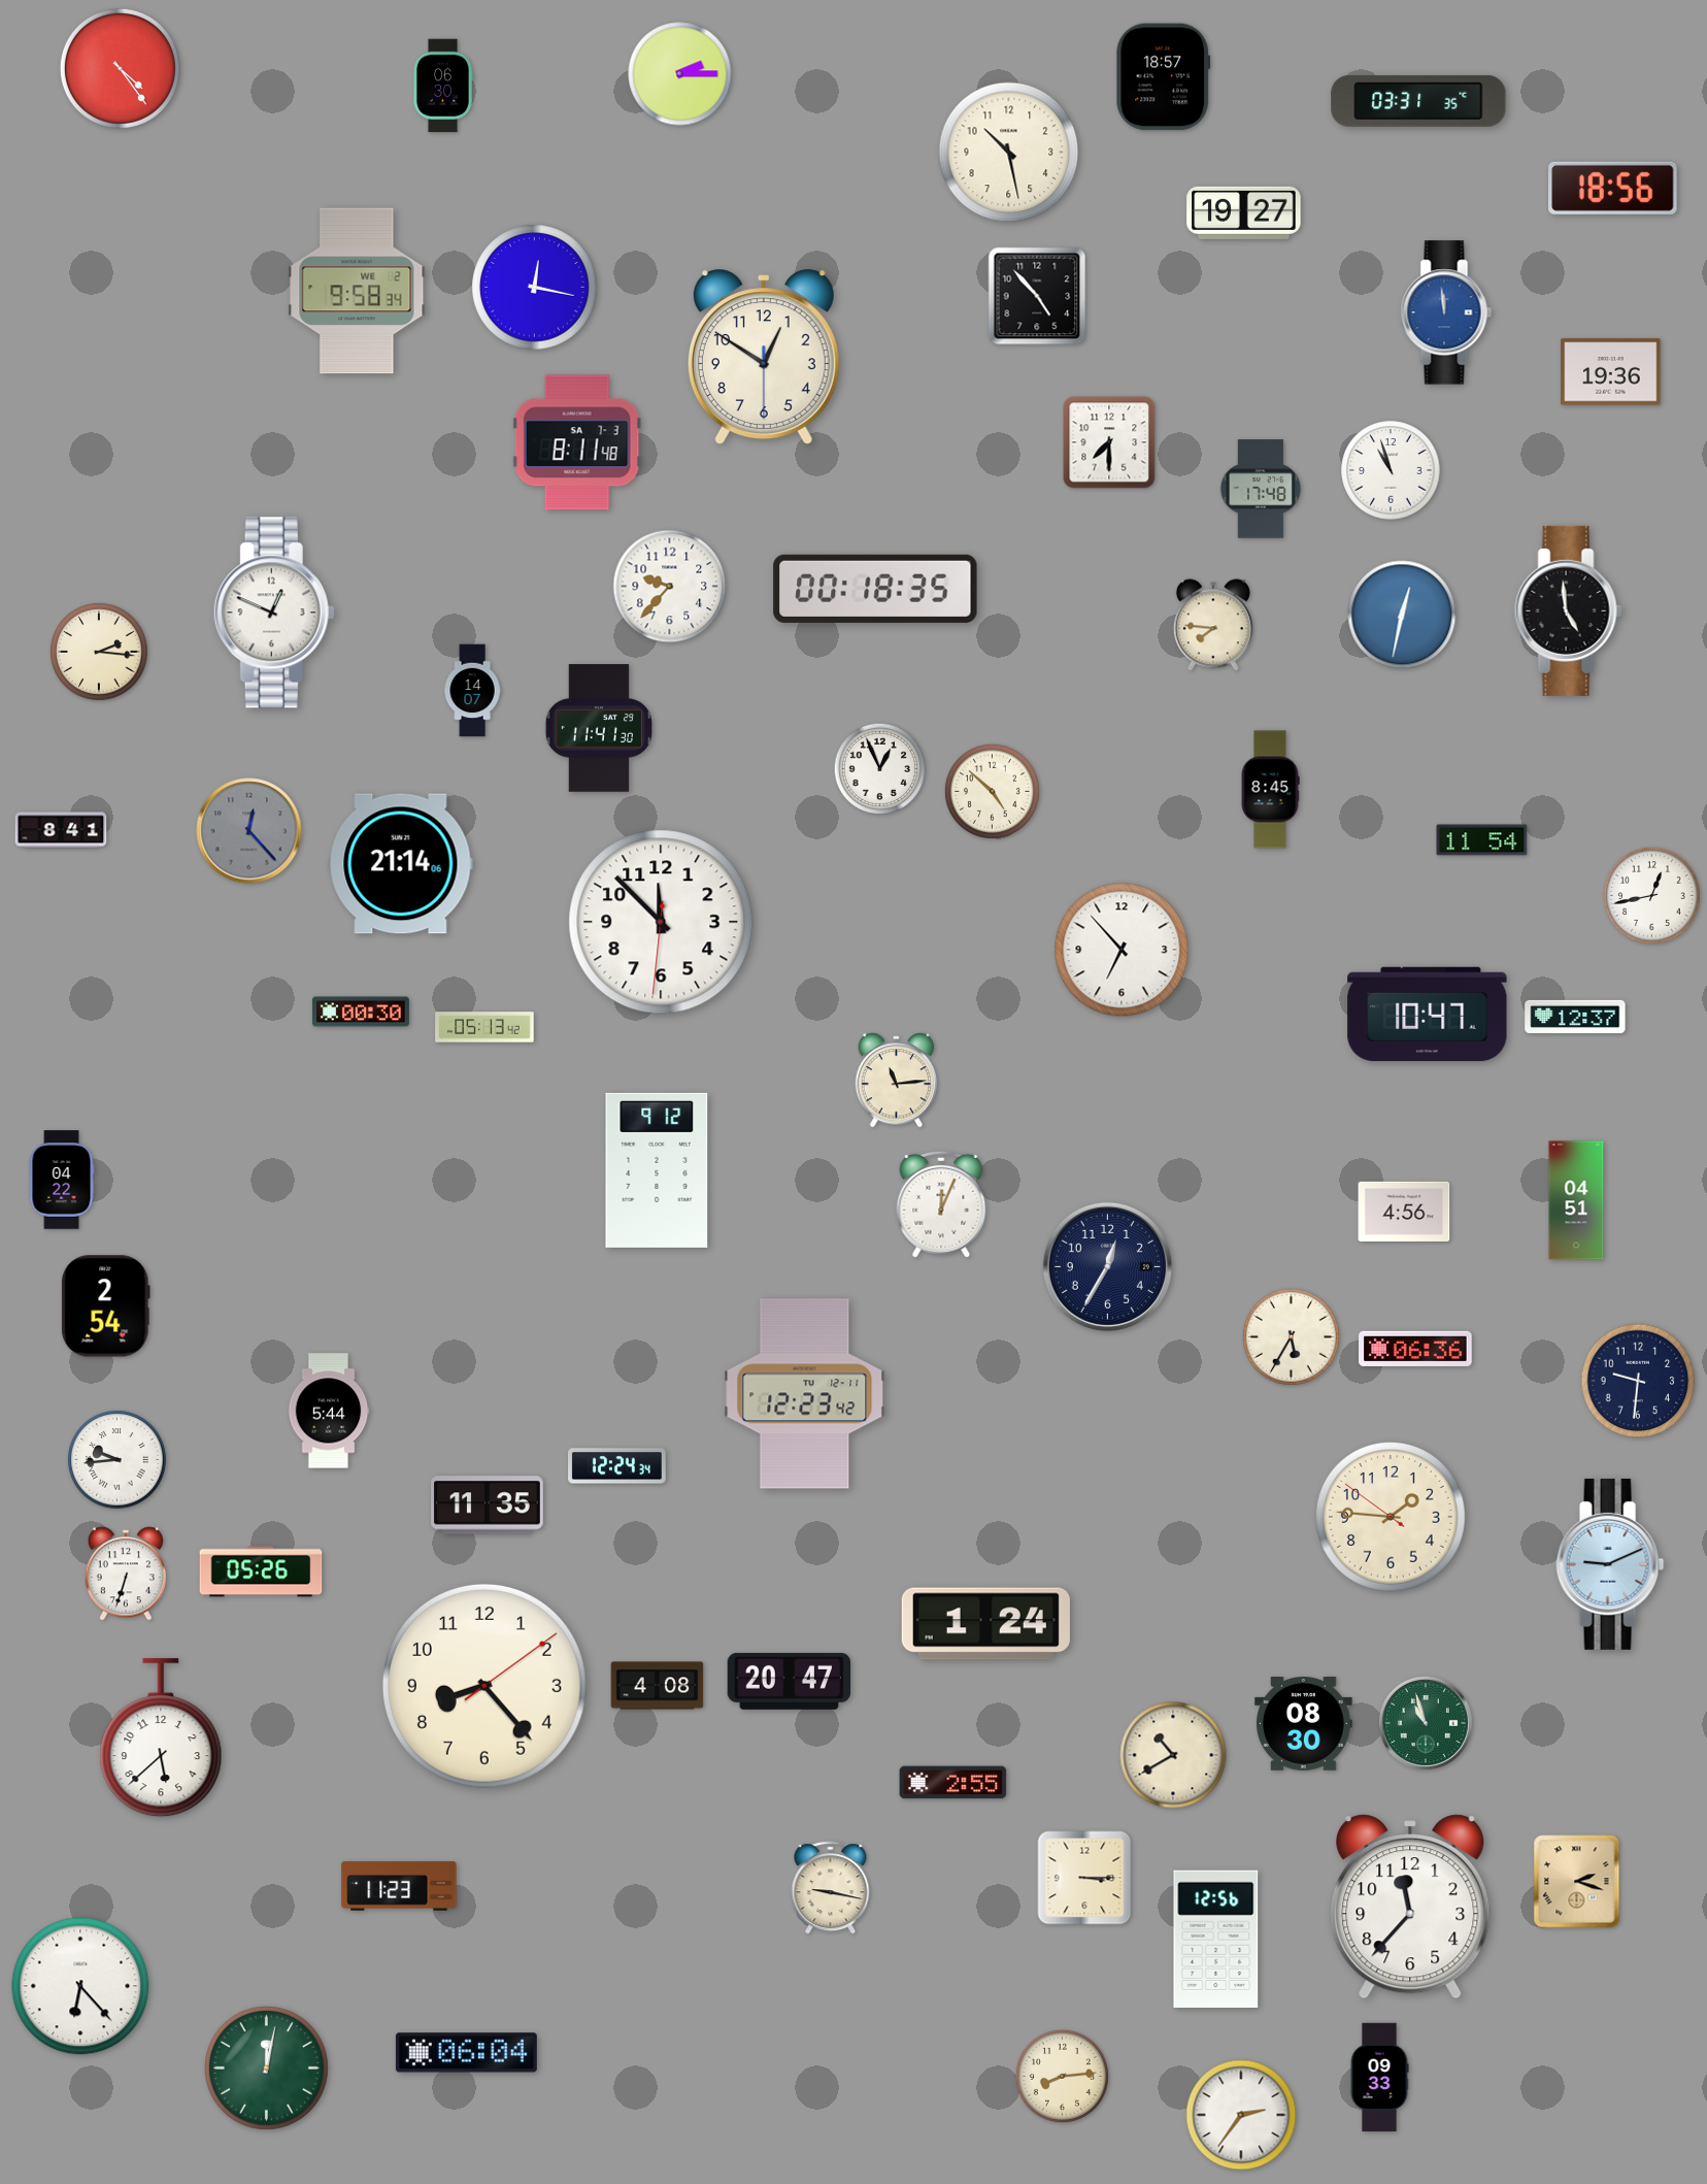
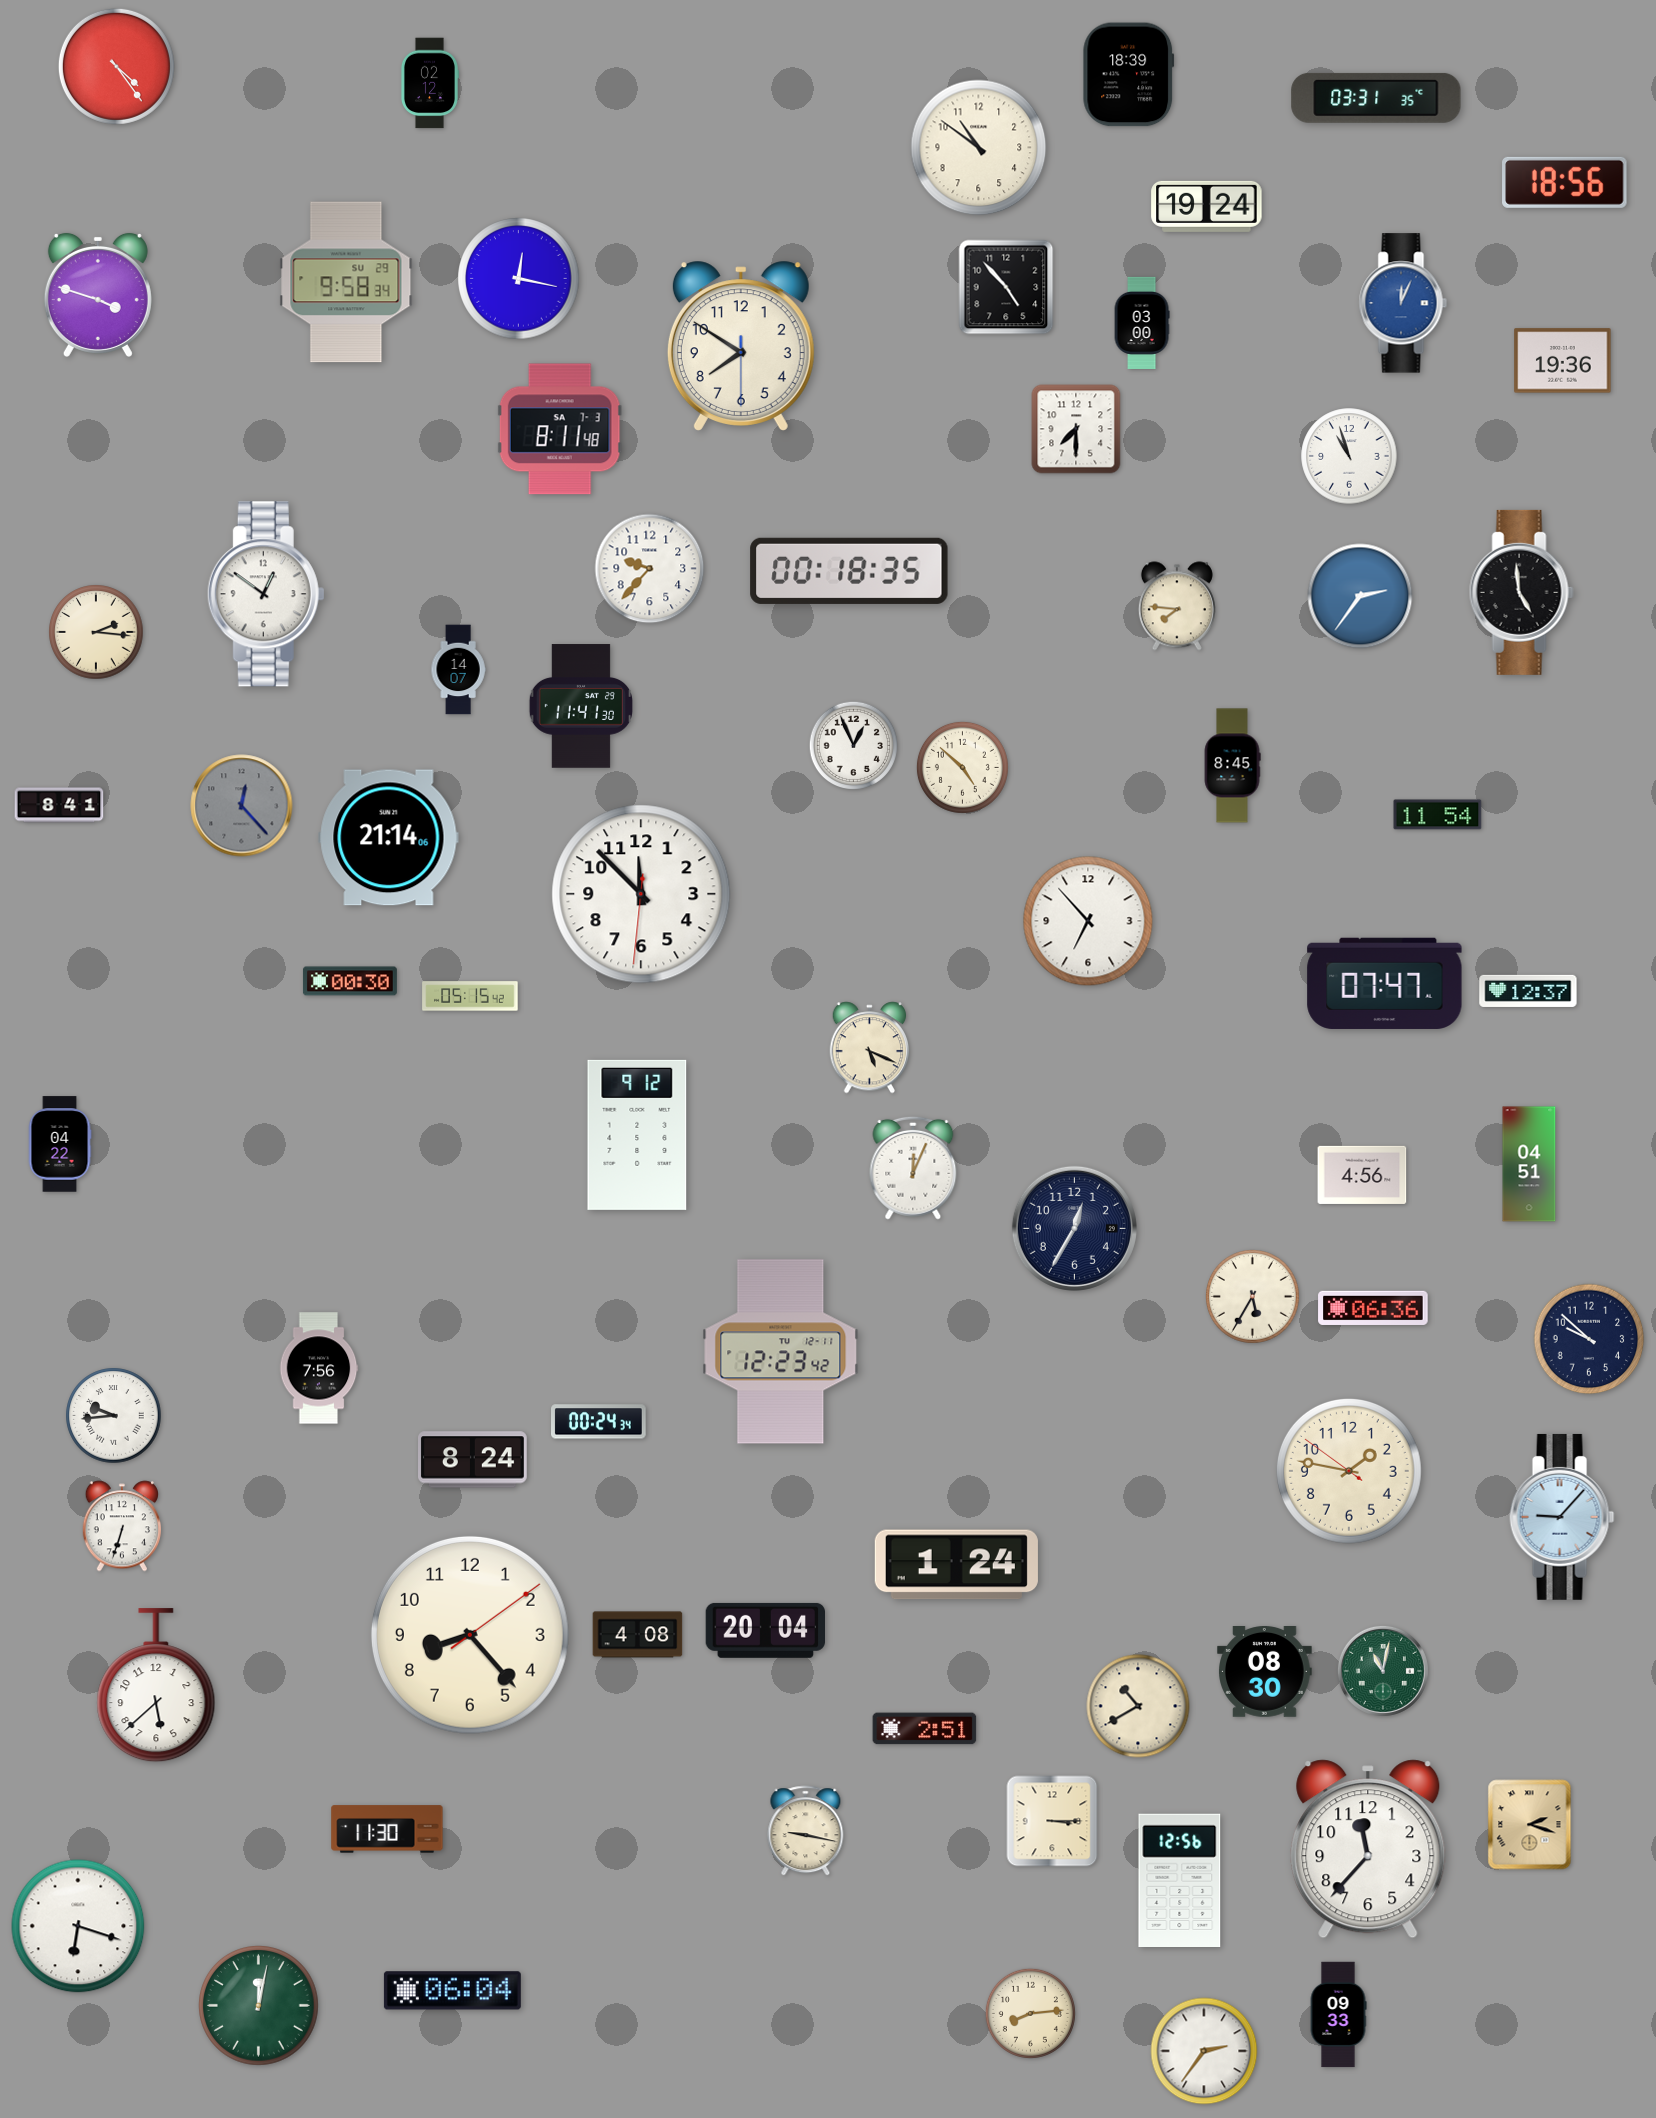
clock at (680, 74): 2:15 -> none
clock at (1164, 77): 18:57 -> 18:39
clock at (442, 86): 06:30 -> 02:12
clock at (1009, 153): 10:28 -> 10:51
clock at (1244, 212): 19:27 -> 19:24
clock at (357, 291) date: WE 2 -> SU 29
clock at (98, 295): none -> 3:48
clock at (1446, 312): 11:59 -> 12:04
clock at (1142, 323): none -> 03:00
clock at (764, 357): 12:50 -> 7:50
clock at (1261, 489): 17:48 -> none
clock at (274, 613): 12:49 -> 12:51
clock at (1402, 615): 12:32 -> 2:36
clock at (1652, 896): 12:43 -> none
clock at (1428, 1014): 10:47 -> 07:47
clock at (1575, 1017) position: (1575, 1017) -> (1528, 991)
clock at (484, 1027): 05:13 -> 05:15
clock at (897, 1081): 11:14 -> 5:19
clock at (106, 1306): 2:54 -> none
clock at (1638, 1381): 9:31 -> 9:52
clock at (329, 1411): 5:44 -> 7:56
clock at (617, 1466): 12:24 -> 00:24
clock at (488, 1505): 11:35 -> 8:24
clock at (1391, 1517): 1:45 -> 1:46
clock at (1610, 1564): 9:11 -> 9:07
clock at (261, 1571): 05:26 -> none
clock at (985, 1624) position: (985, 1624) -> (956, 1565)
clock at (789, 1681): 20:47 -> 20:04
clock at (1426, 1723): 10:57 -> 11:02
clock at (1173, 1755) position: (1173, 1755) -> (1138, 1706)
clock at (953, 1783): 2:55 -> 2:51
clock at (399, 1886): 11:23 -> 11:30
clock at (80, 1986): 6:23 -> 6:18
